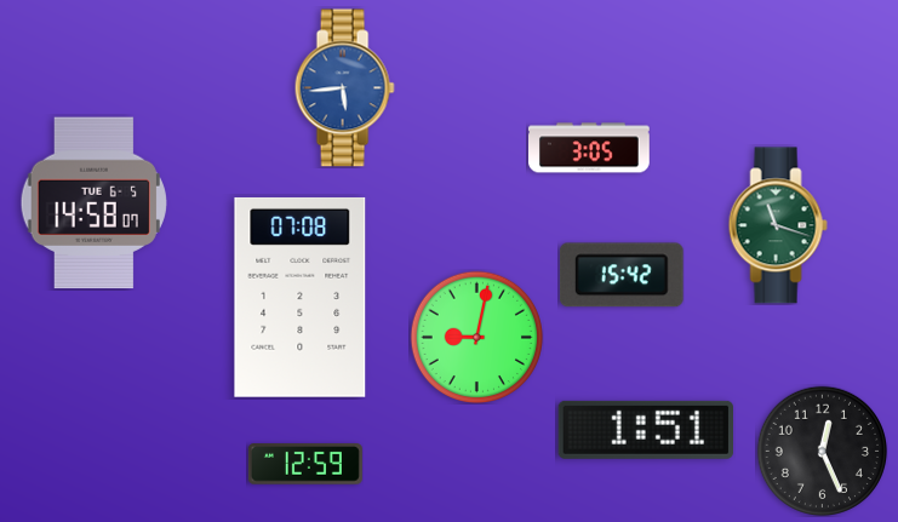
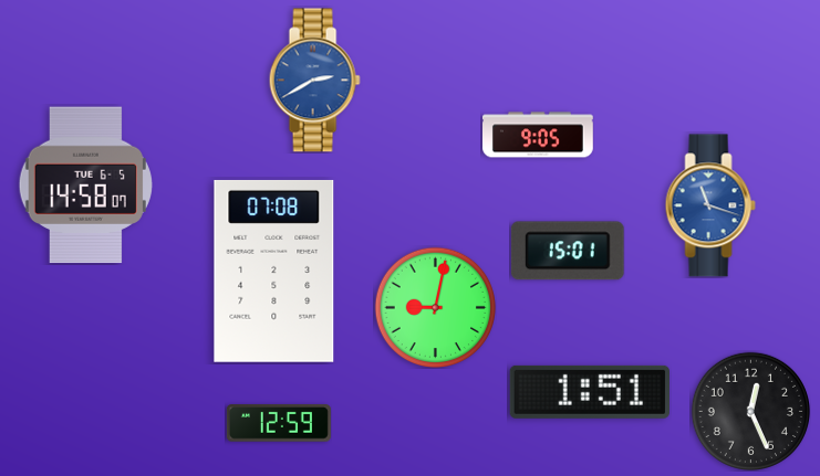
clock at (344, 88): 5:44 -> 2:40
clock at (590, 148): 3:05 -> 9:05
clock at (778, 225) dial: green -> blue
clock at (622, 275): 15:42 -> 15:01
